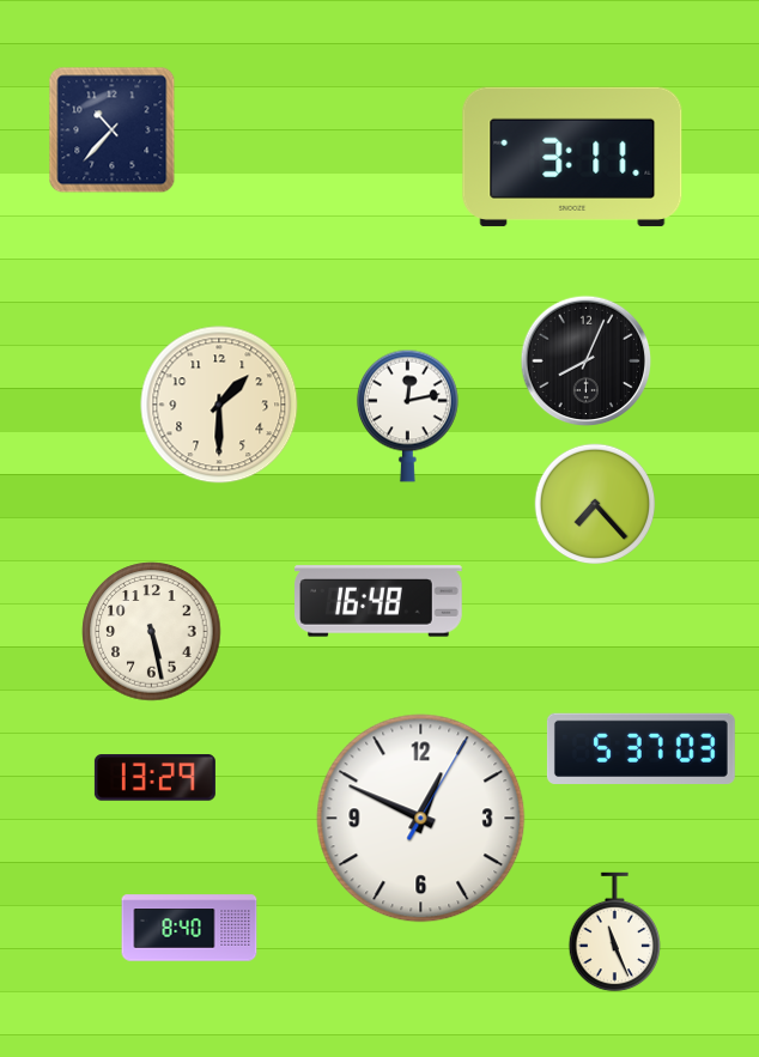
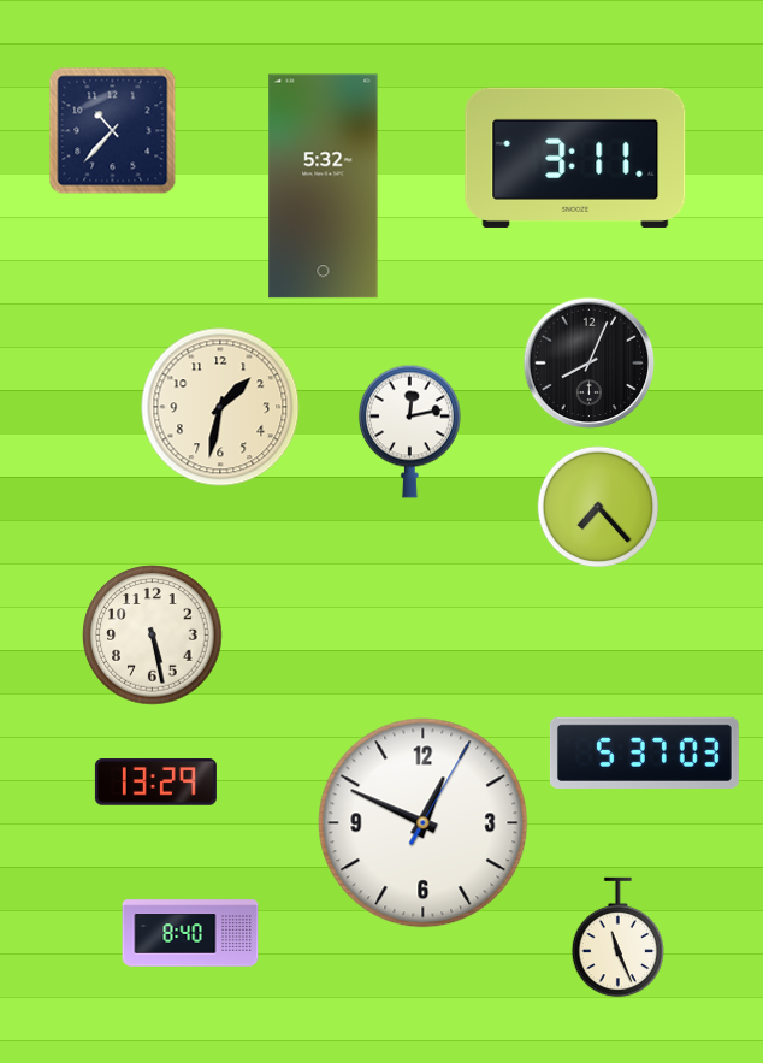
clock at (324, 187): none -> 5:32
clock at (219, 405): 1:30 -> 1:32
clock at (407, 415) position: (407, 415) -> (409, 431)
clock at (380, 601): 16:48 -> none
